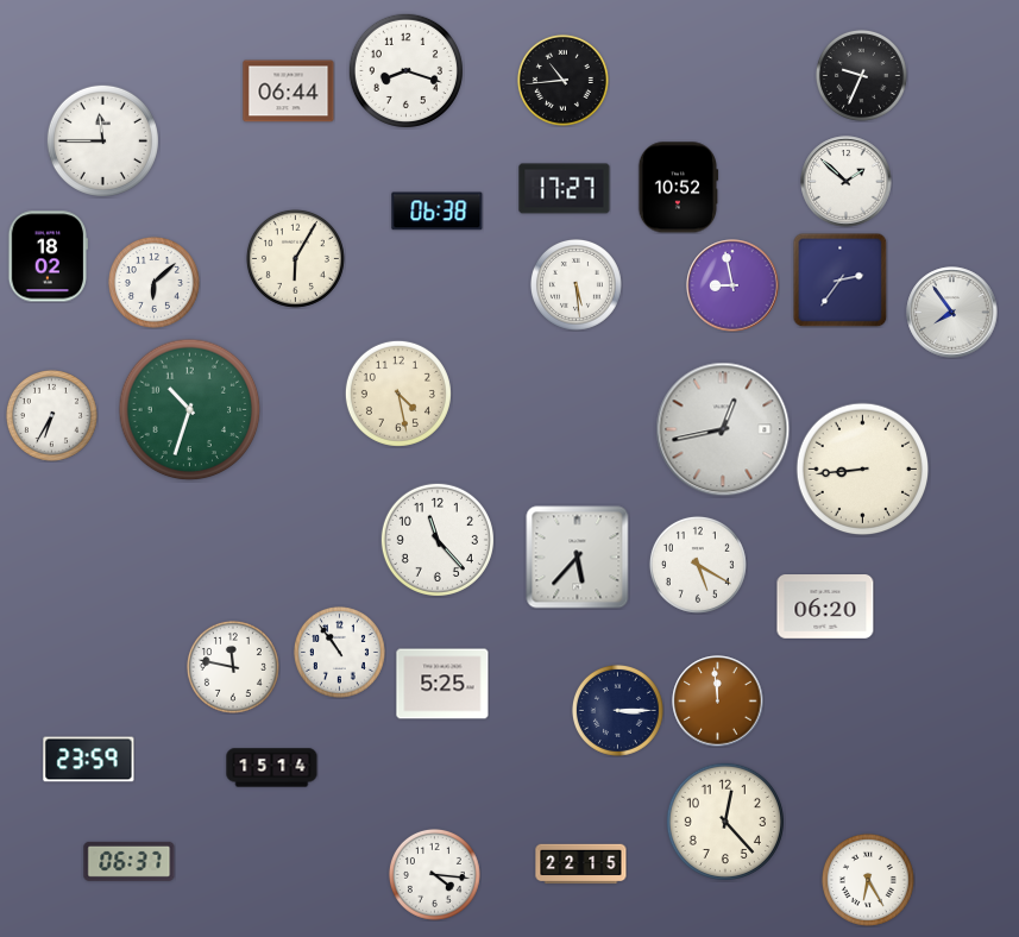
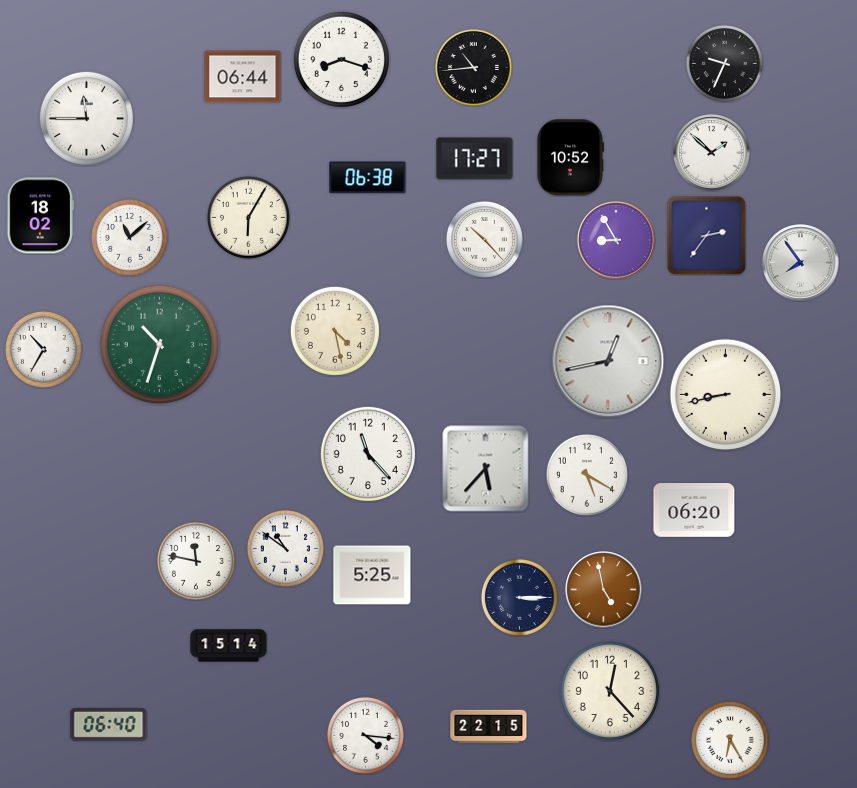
clock at (153, 282): 6:08 -> 11:08
clock at (575, 284): 5:29 -> 10:23
clock at (732, 285): 8:58 -> 8:55
clock at (51, 415): 6:35 -> 10:35
clock at (863, 470): 8:44 -> 8:43
clock at (339, 652): 10:54 -> 10:51
clock at (718, 702): 11:59 -> 4:58
clock at (89, 760): 23:59 -> none
clock at (130, 861): 06:37 -> 06:40
